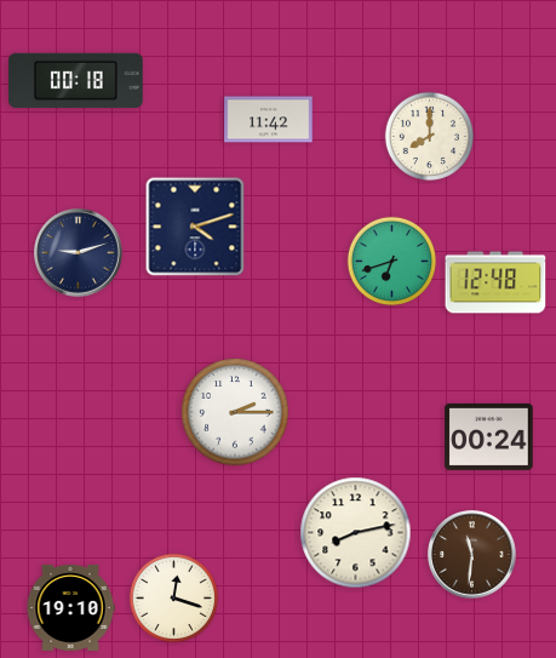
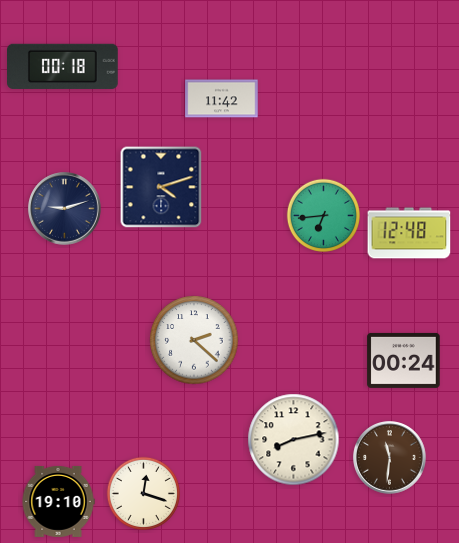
clock at (429, 136): 8:00 -> none
clock at (391, 261): 6:42 -> 6:44
clock at (235, 412): 2:15 -> 2:22
